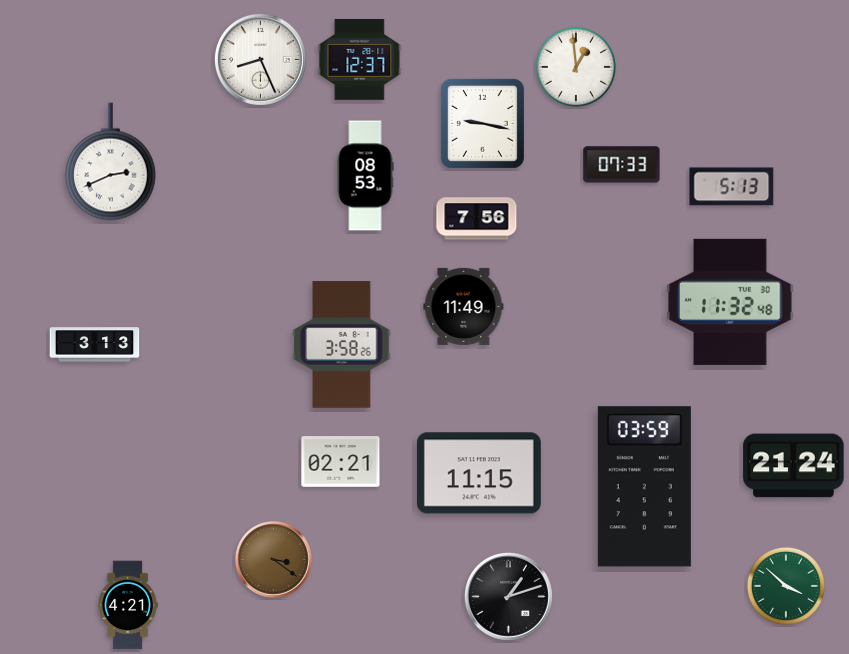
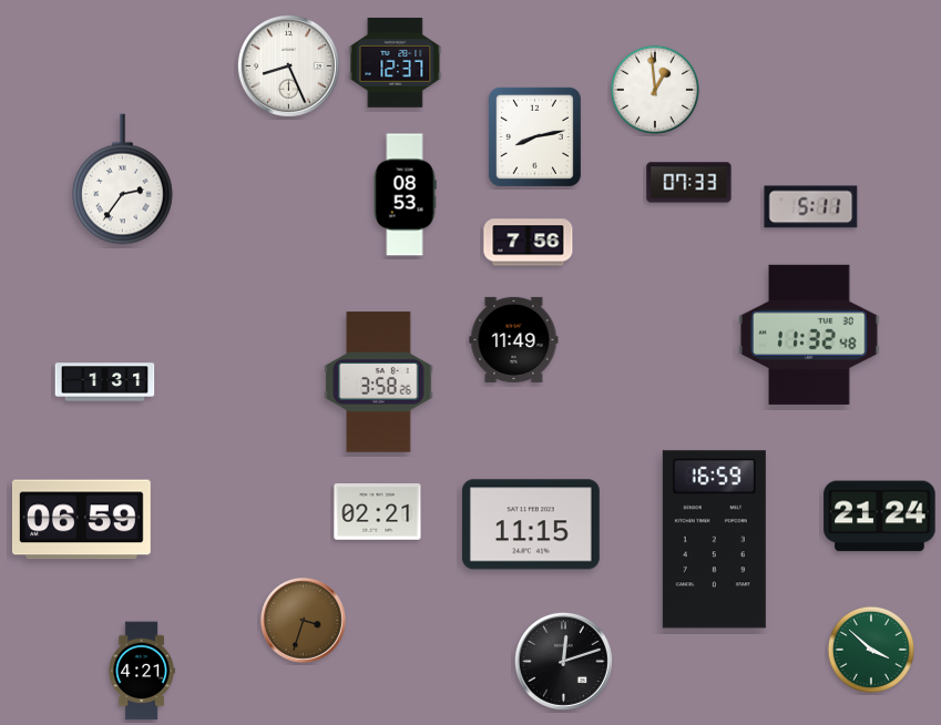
clock at (360, 60) position: (360, 60) -> (396, 63)
clock at (576, 67) position: (576, 67) -> (655, 90)
clock at (482, 123): 9:17 -> 8:13
clock at (111, 162): 2:41 -> 2:36
clock at (732, 187): 5:13 -> 5:11
clock at (95, 345): 3:13 -> 1:31
clock at (81, 520): none -> 06:59
clock at (644, 487): 03:59 -> 16:59
clock at (274, 560): 3:21 -> 3:33
clock at (508, 596): 1:12 -> 12:12
